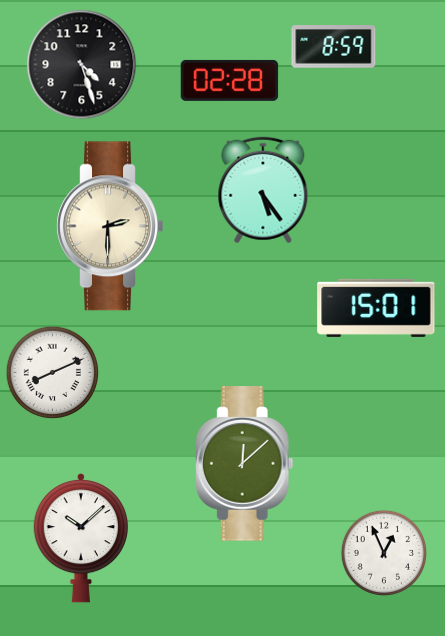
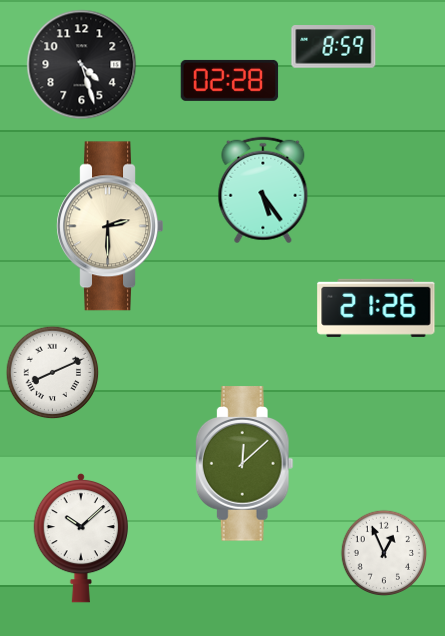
clock at (376, 308): 15:01 -> 21:26
